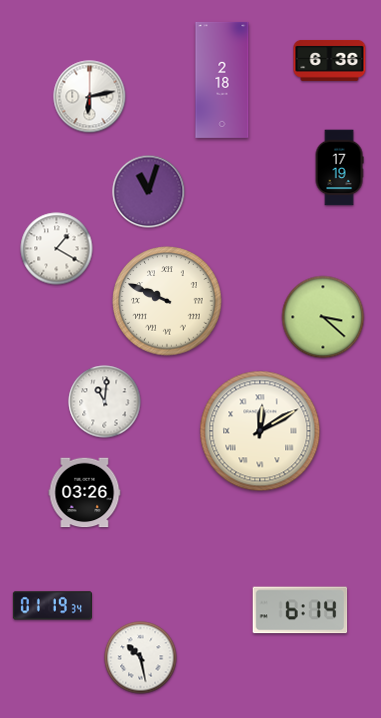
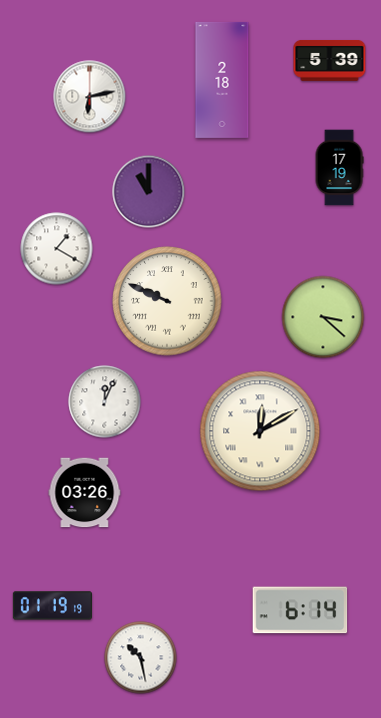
clock at (330, 60): 6:36 -> 5:39
clock at (149, 192): 11:03 -> 11:00
clock at (105, 402): 11:01 -> 12:04
clock at (52, 606): 01:19:34 -> 01:19:19
